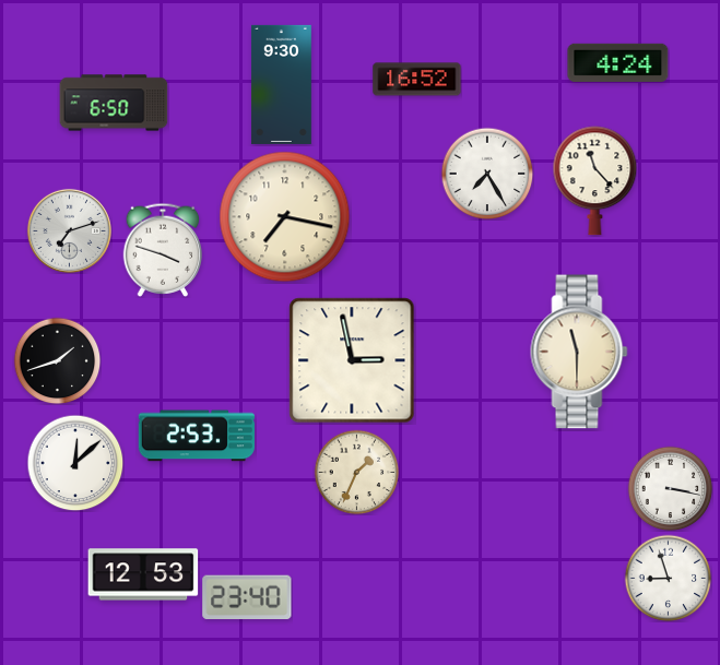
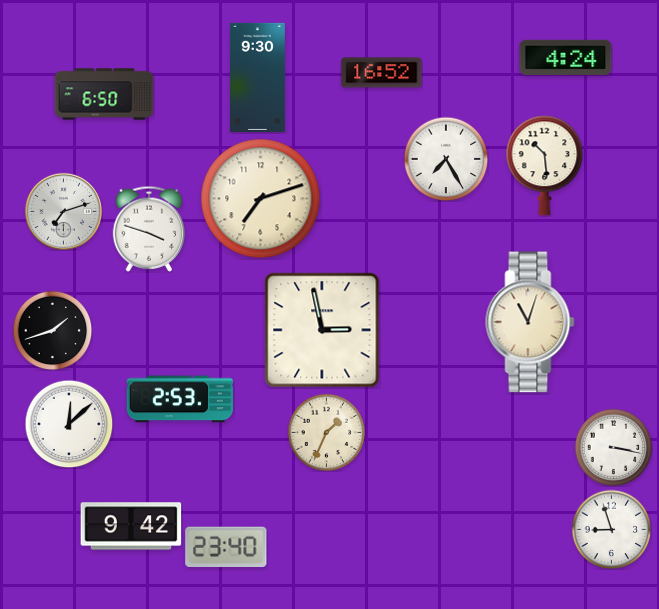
clock at (595, 181): 11:23 -> 10:29
clock at (285, 217): 7:17 -> 7:12
clock at (579, 352): 11:30 -> 11:03
clock at (143, 574): 12:53 -> 9:42
